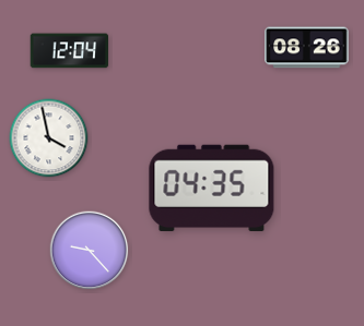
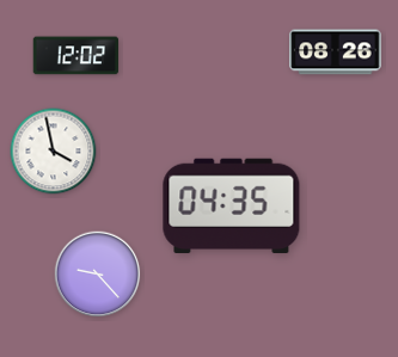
clock at (70, 51): 12:04 -> 12:02
